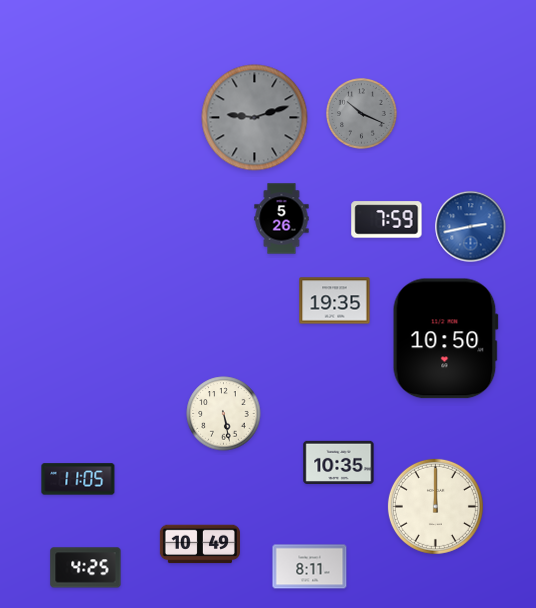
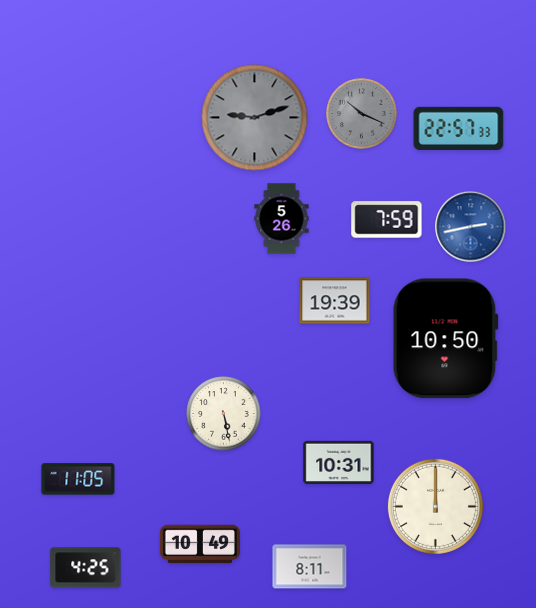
clock at (459, 128): none -> 22:57
clock at (335, 301): 19:35 -> 19:39
clock at (339, 462): 10:35 -> 10:31
